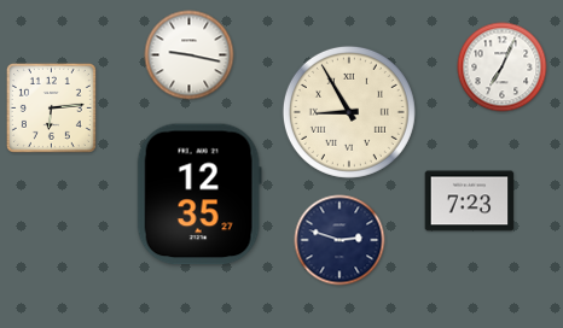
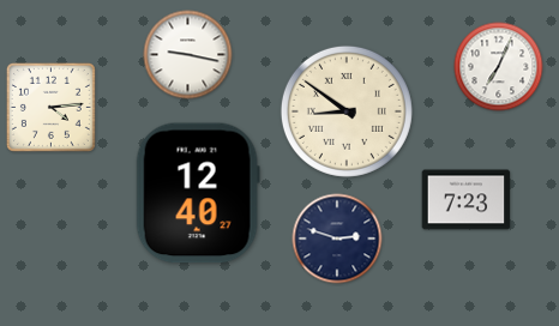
clock at (51, 107): 6:14 -> 4:14
clock at (349, 112): 8:55 -> 8:51
clock at (199, 194): 12:35 -> 12:40
